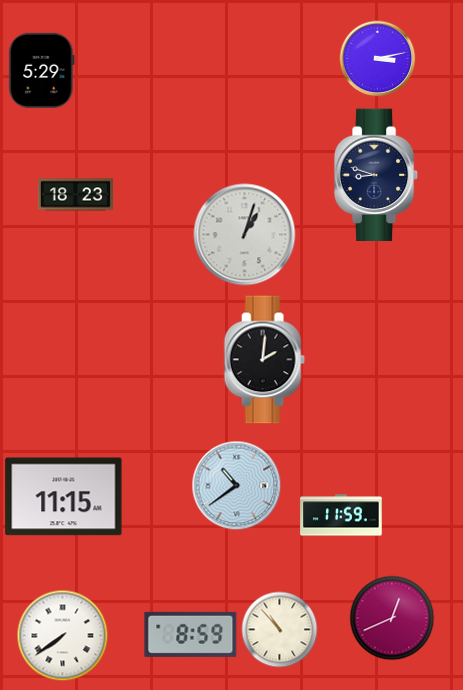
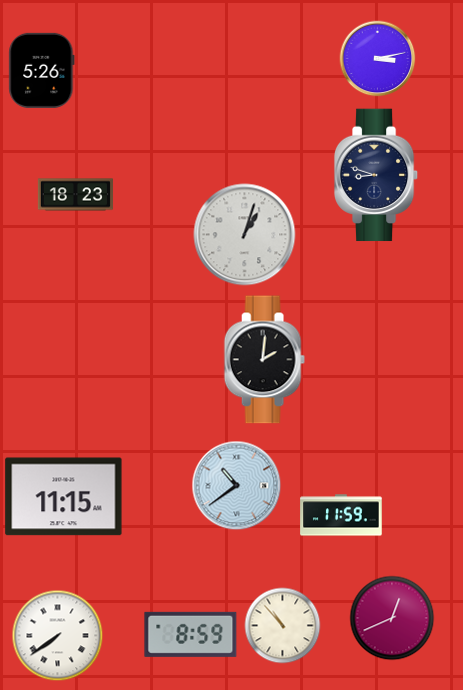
clock at (42, 70): 5:29 -> 5:26
clock at (280, 630) position: (280, 630) -> (283, 626)
clock at (63, 636) position: (63, 636) -> (58, 636)
